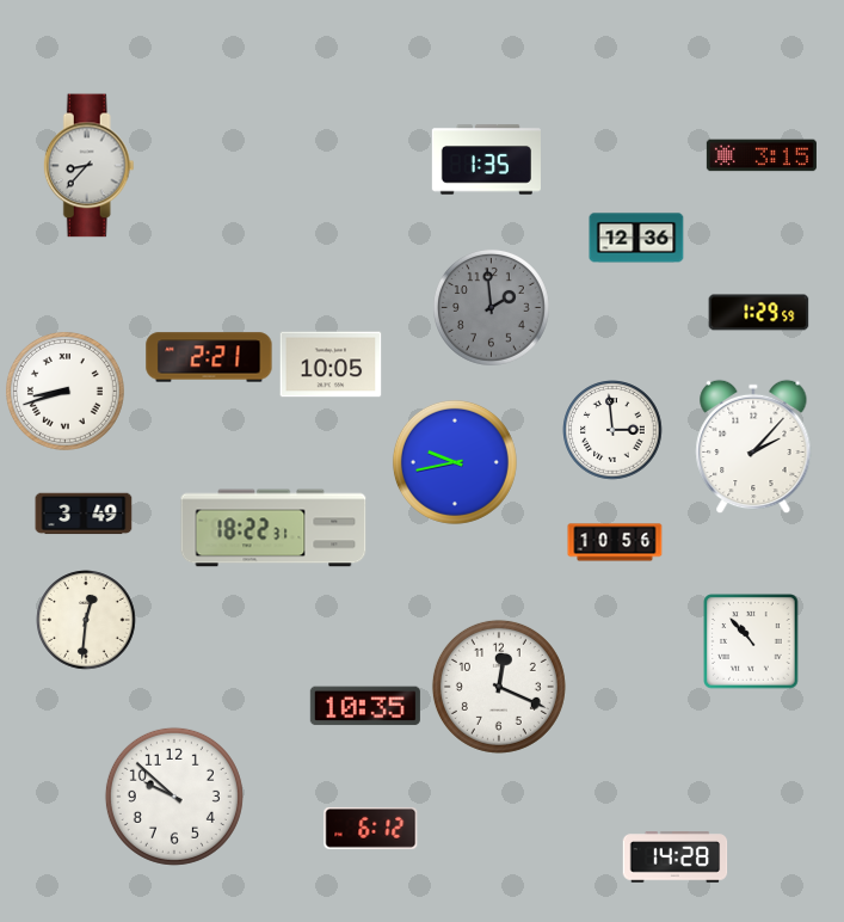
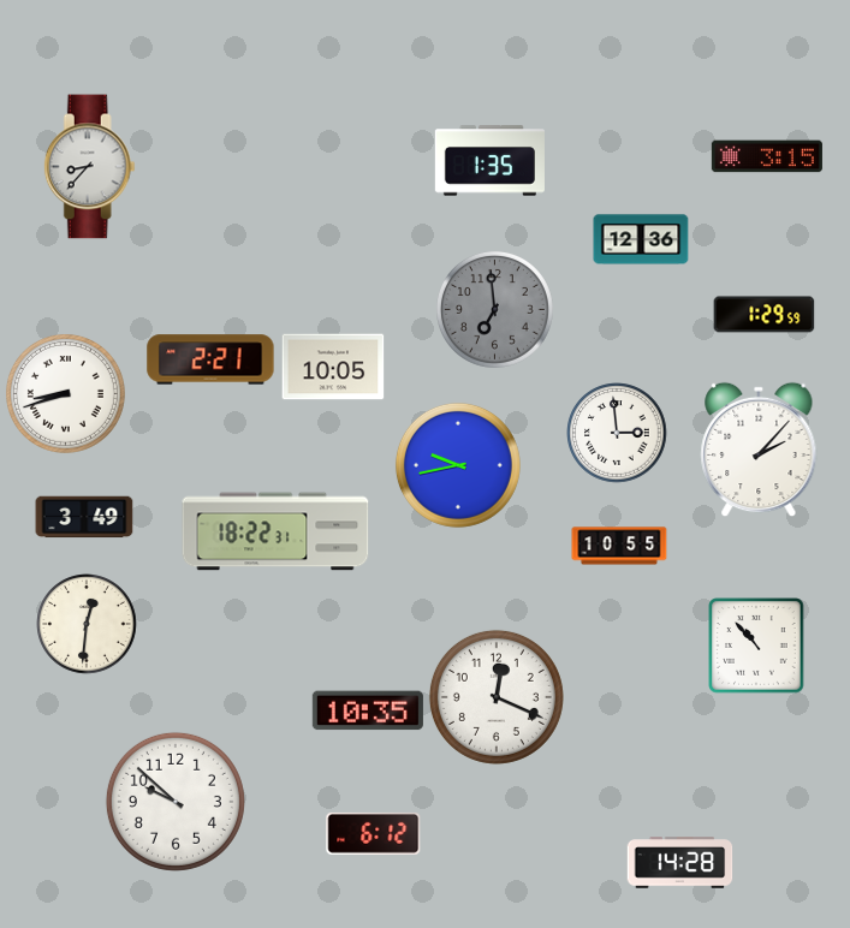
clock at (491, 307): 1:59 -> 6:59
clock at (615, 542): 10:56 -> 10:55
clock at (499, 687) position: (499, 687) -> (497, 697)
